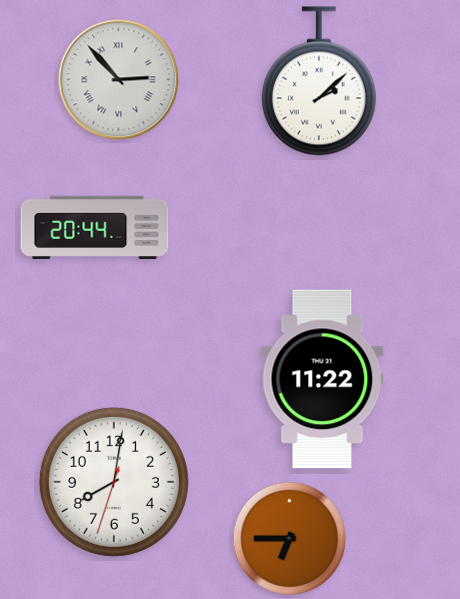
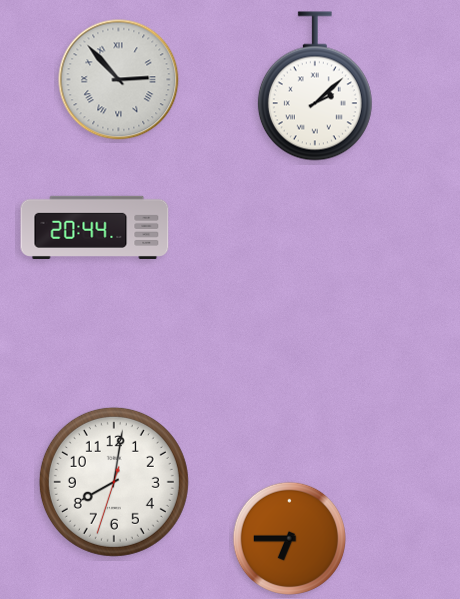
clock at (319, 81) position: (319, 81) -> (315, 86)
clock at (322, 379): 11:22 -> none
